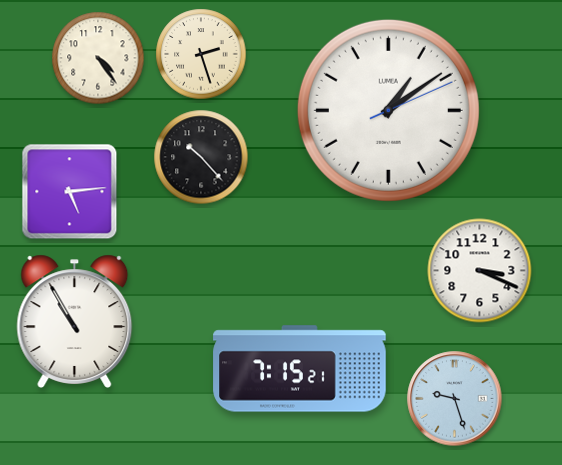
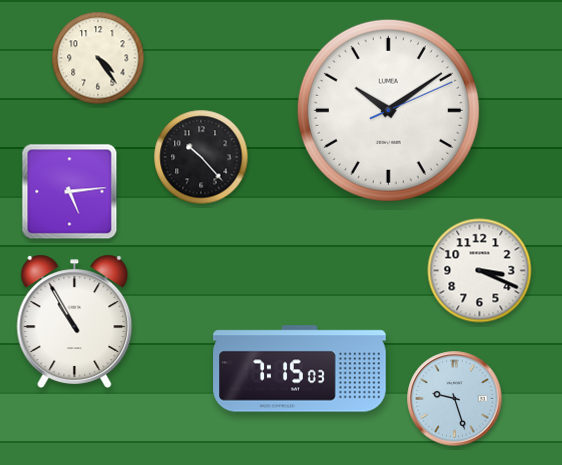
clock at (201, 54): 2:27 -> none
clock at (388, 110): 1:09 -> 10:09
clock at (300, 369): 7:15:21 -> 7:15:03
